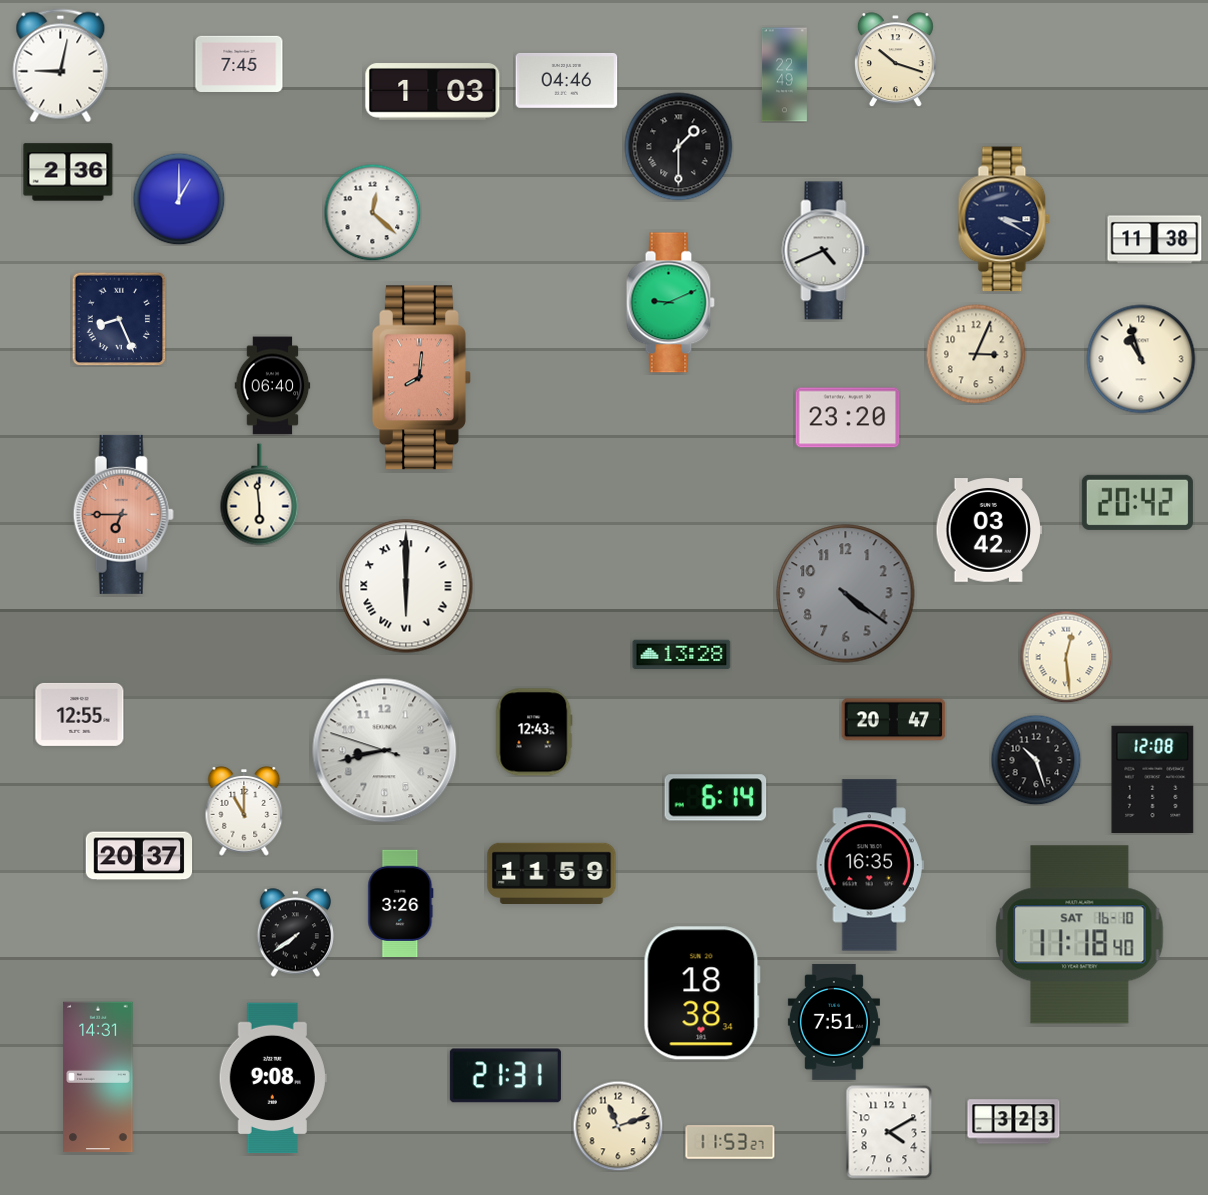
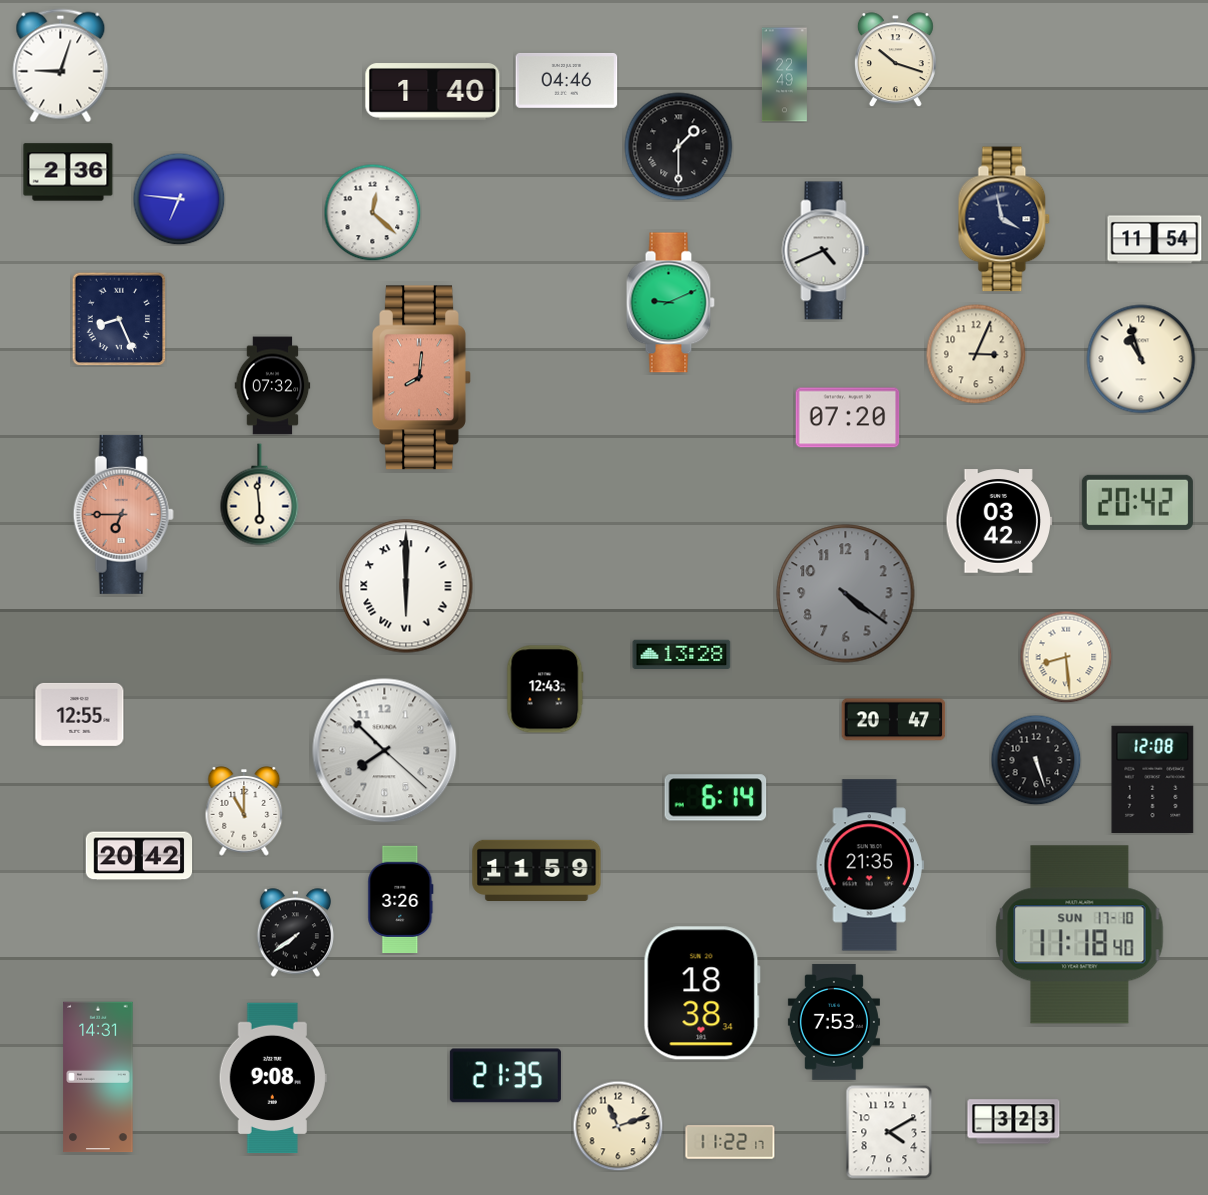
clock at (239, 63): 7:45 -> none
clock at (61, 66): 9:02 -> 9:03
clock at (433, 92): 1:03 -> 1:40
clock at (179, 199): 1:00 -> 6:46
clock at (1004, 219): 3:20 -> 3:58
clock at (1155, 240): 11:38 -> 11:54
clock at (273, 386): 06:40 -> 07:32
clock at (848, 418): 23:20 -> 07:20
clock at (989, 530) position: (989, 530) -> (999, 521)
clock at (1066, 657): 12:29 -> 8:29
clock at (534, 732) position: (534, 732) -> (545, 689)
clock at (385, 751): 8:42 -> 7:52
clock at (1036, 760): 10:27 -> 5:27
clock at (139, 856): 20:37 -> 20:42
clock at (870, 865): 16:35 -> 21:35
clock at (552, 873) position: (552, 873) -> (537, 870)
clock at (401, 903) position: (401, 903) -> (401, 899)
clock at (1080, 935) date: SAT 16-10 -> SUN 17-10
clock at (834, 1022): 7:51 -> 7:53
clock at (505, 1076): 21:31 -> 21:35
clock at (730, 1142): 11:53 -> 11:22
